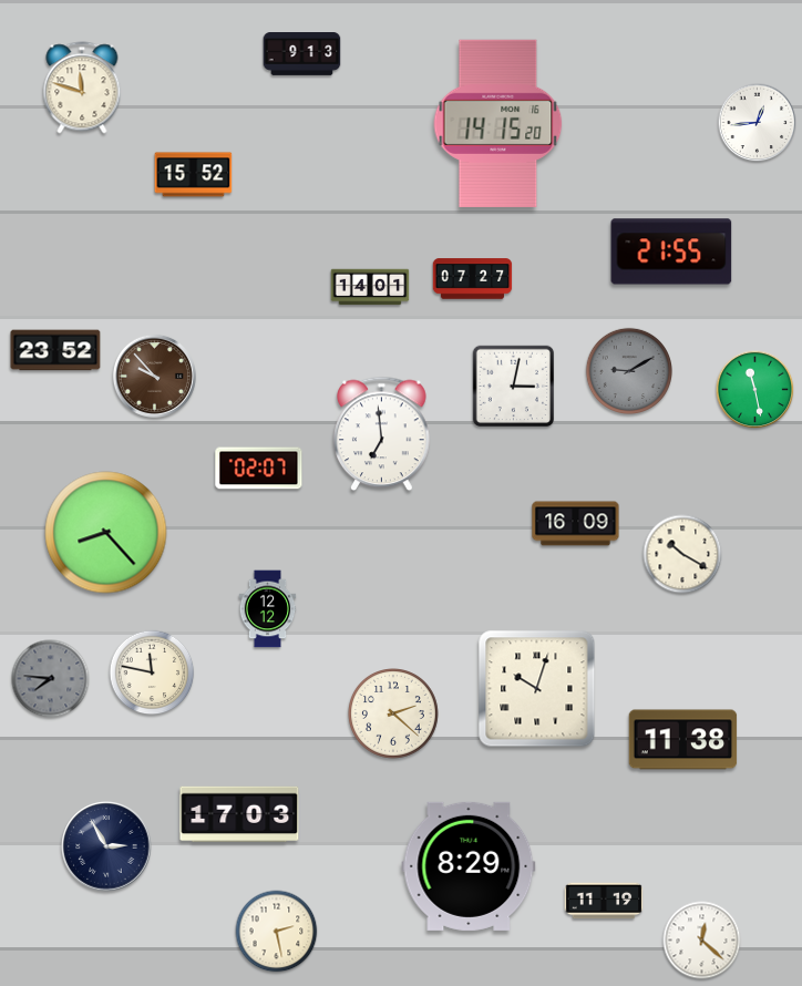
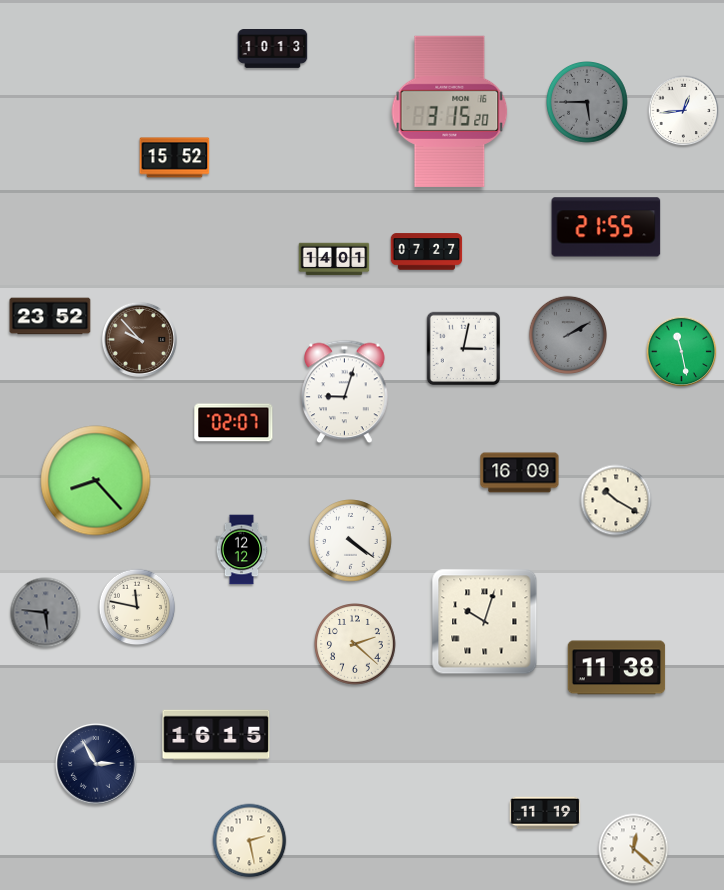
clock at (302, 54): 9:13 -> 10:13
clock at (82, 88): 11:48 -> none
clock at (588, 103): none -> 5:45
clock at (498, 123): 14:15 -> 3:15
clock at (628, 370): 9:10 -> 2:10
clock at (382, 434): 6:59 -> 9:03
clock at (351, 541): none -> 4:21
clock at (51, 679): 7:46 -> 5:46
clock at (239, 814): 17:03 -> 16:15
clock at (469, 866): 8:29 -> none
